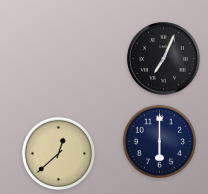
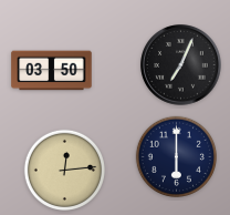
clock at (52, 71): none -> 03:50
clock at (58, 153): 12:38 -> 12:14
